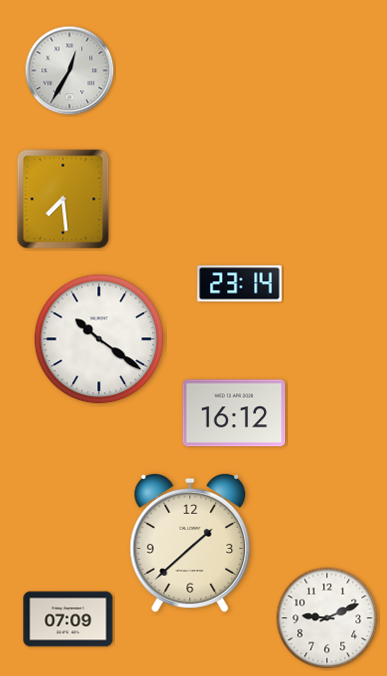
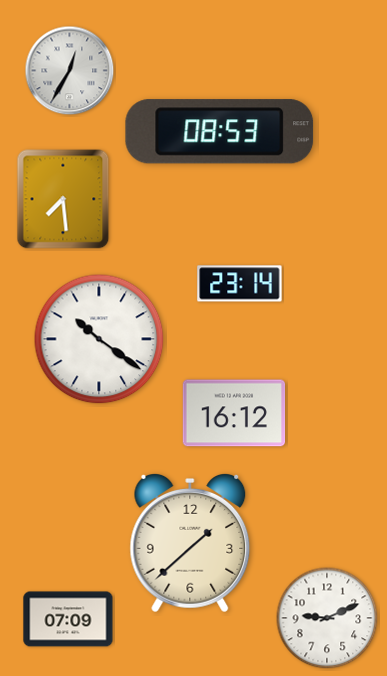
clock at (220, 132): none -> 08:53
